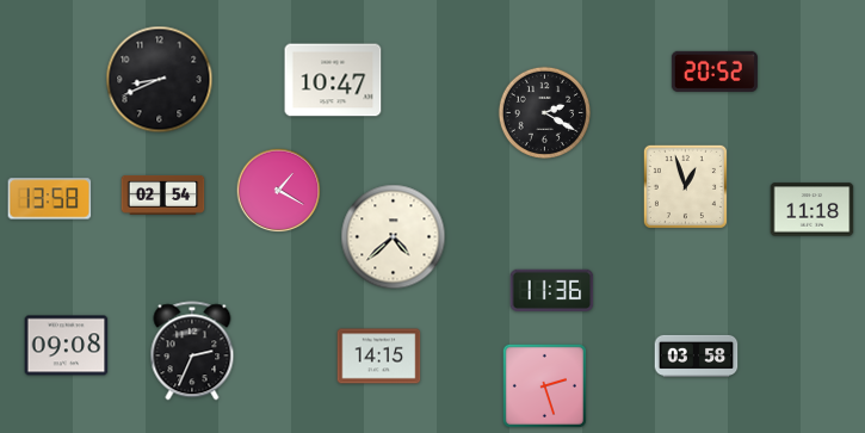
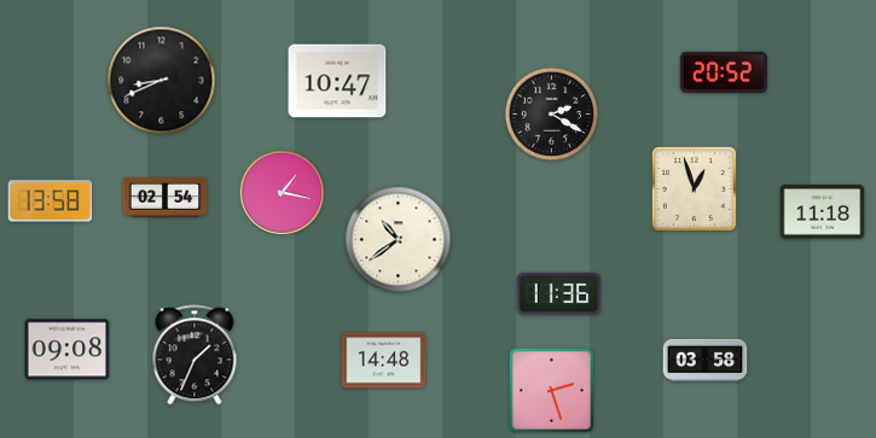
clock at (279, 191): 1:20 -> 1:17
clock at (394, 237): 4:38 -> 10:39
clock at (192, 351): 2:34 -> 1:34
clock at (379, 357): 14:15 -> 14:48
